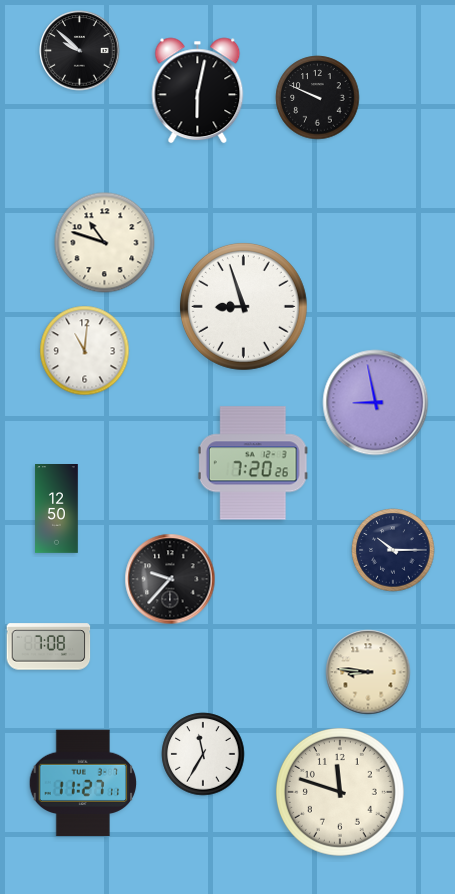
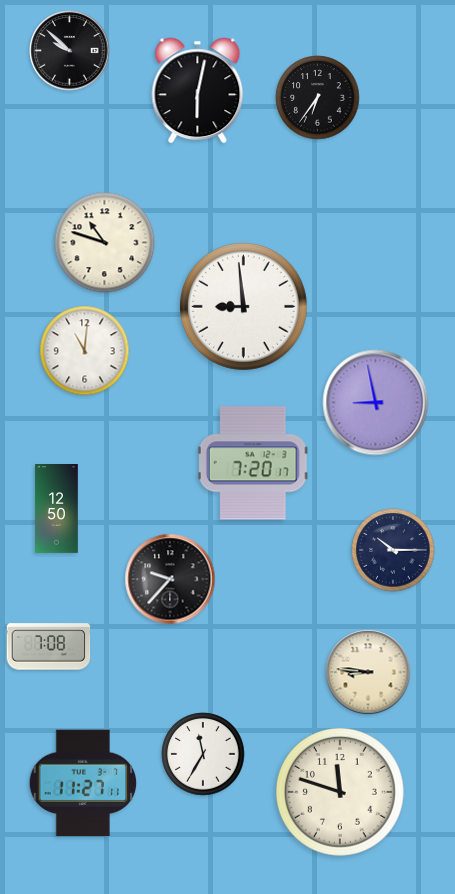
clock at (80, 51) position: (80, 51) -> (70, 51)
clock at (318, 98): 9:49 -> 6:36
clock at (243, 306): 8:57 -> 8:59
clock at (253, 463): 7:20:26 -> 7:20:17
